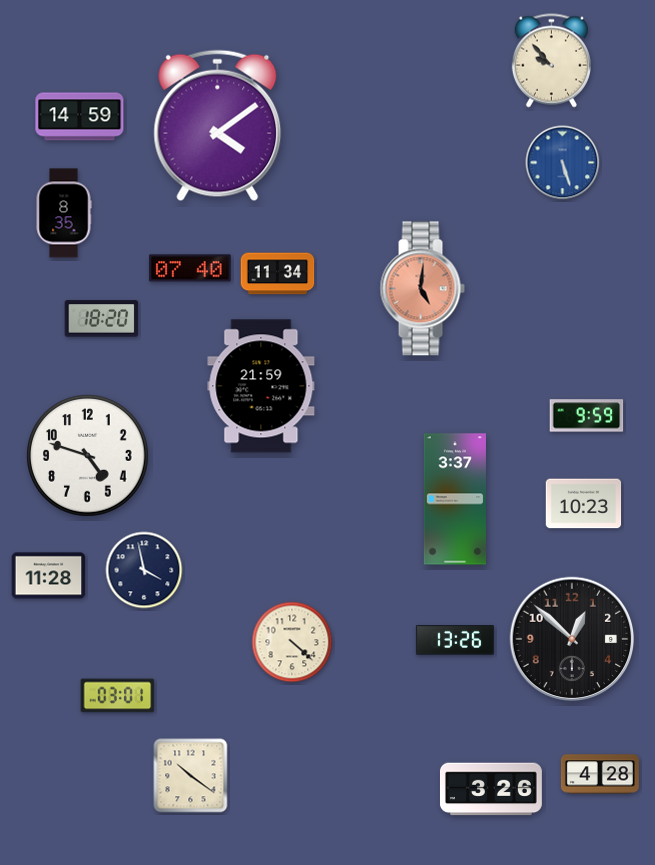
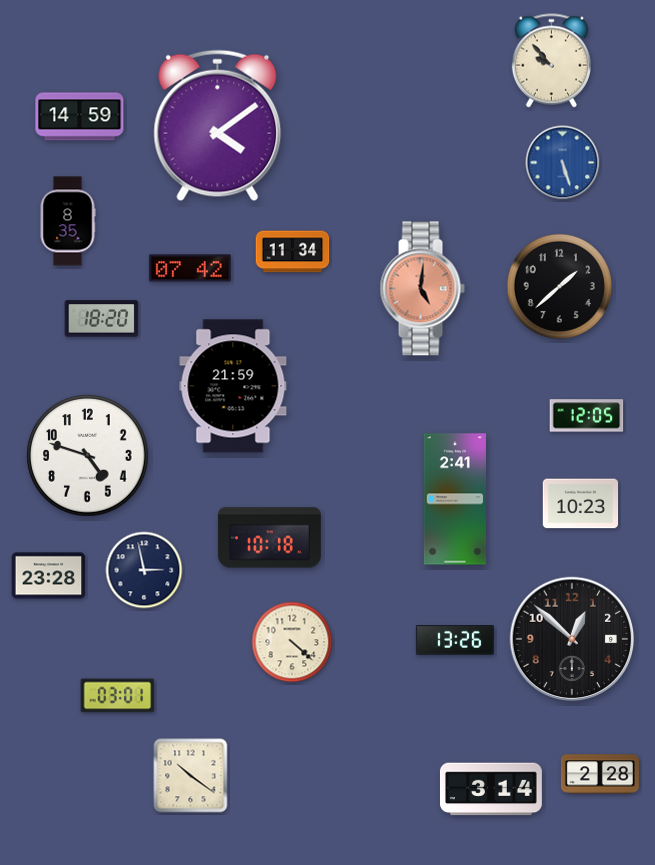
clock at (64, 213) position: (64, 213) -> (68, 221)
clock at (190, 268): 07:40 -> 07:42
clock at (278, 274) position: (278, 274) -> (293, 252)
clock at (559, 286): none -> 1:38
clock at (261, 386) position: (261, 386) -> (233, 386)
clock at (587, 416): 9:59 -> 12:05
clock at (454, 499): 3:37 -> 2:41
clock at (584, 504) position: (584, 504) -> (581, 504)
clock at (270, 538): none -> 10:18
clock at (144, 570): 3:58 -> 2:58
clock at (49, 576): 11:28 -> 23:28
clock at (600, 774): 4:28 -> 2:28
clock at (491, 789): 3:26 -> 3:14
